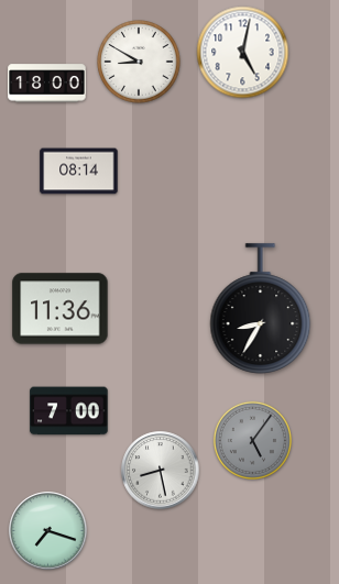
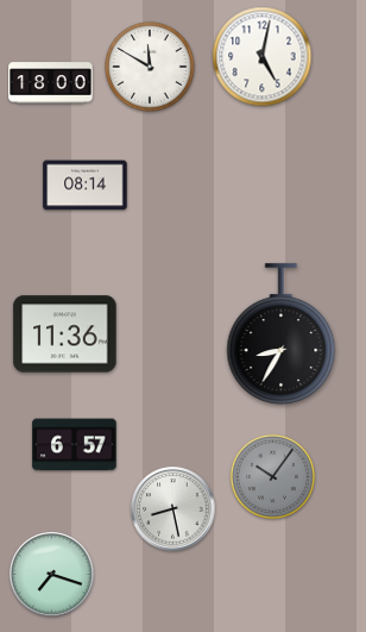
clock at (139, 62): 8:50 -> 11:50
clock at (47, 84) position: (47, 84) -> (51, 83)
clock at (69, 411): 7:00 -> 6:57
clock at (252, 440): 5:06 -> 10:06
